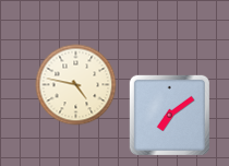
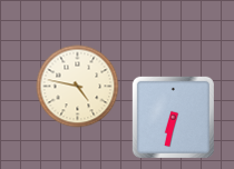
clock at (169, 115): 7:09 -> 6:32
